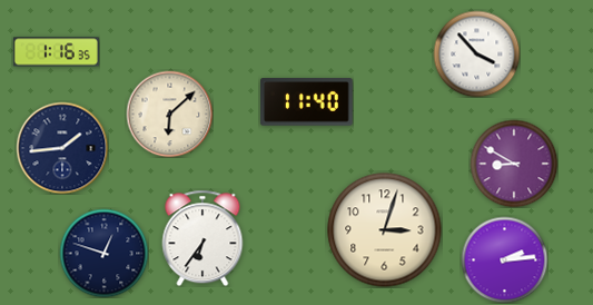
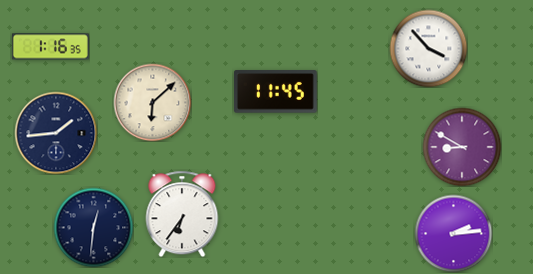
clock at (306, 102): 11:40 -> 11:45
clock at (385, 230): 3:03 -> none
clock at (103, 253): 12:48 -> 12:31
